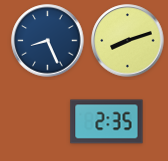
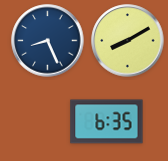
clock at (128, 41): 8:12 -> 8:10
clock at (107, 122): 2:35 -> 6:35
